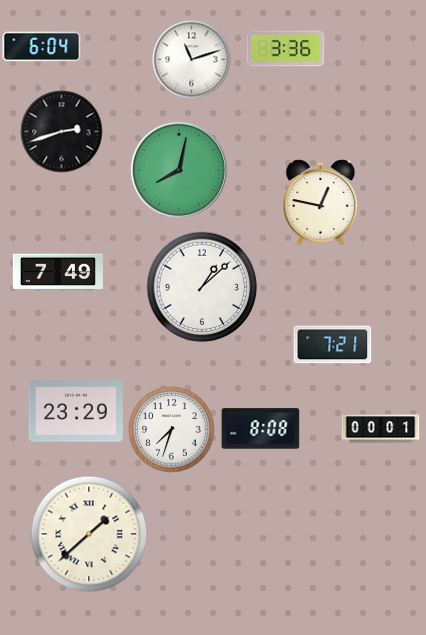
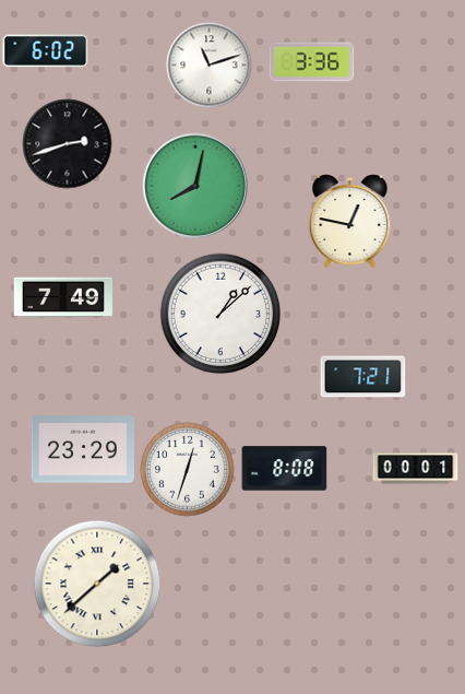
clock at (41, 47): 6:04 -> 6:02
clock at (285, 49) position: (285, 49) -> (311, 62)
clock at (171, 429): 7:33 -> 12:33
